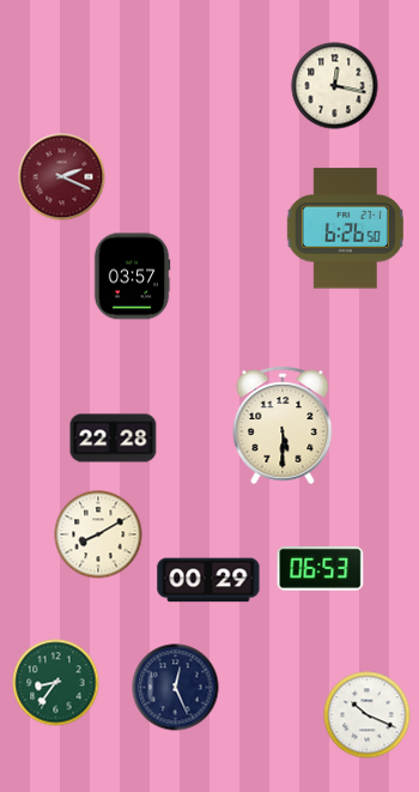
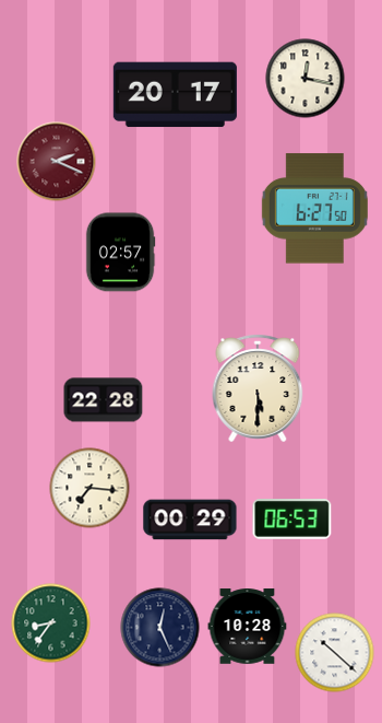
clock at (175, 95): none -> 20:17
clock at (345, 229): 6:26 -> 6:27
clock at (132, 277): 03:57 -> 02:57
clock at (98, 534): 8:10 -> 7:16
clock at (208, 580) position: (208, 580) -> (190, 520)
clock at (248, 627): none -> 10:28
clock at (368, 715): 10:19 -> 10:22
